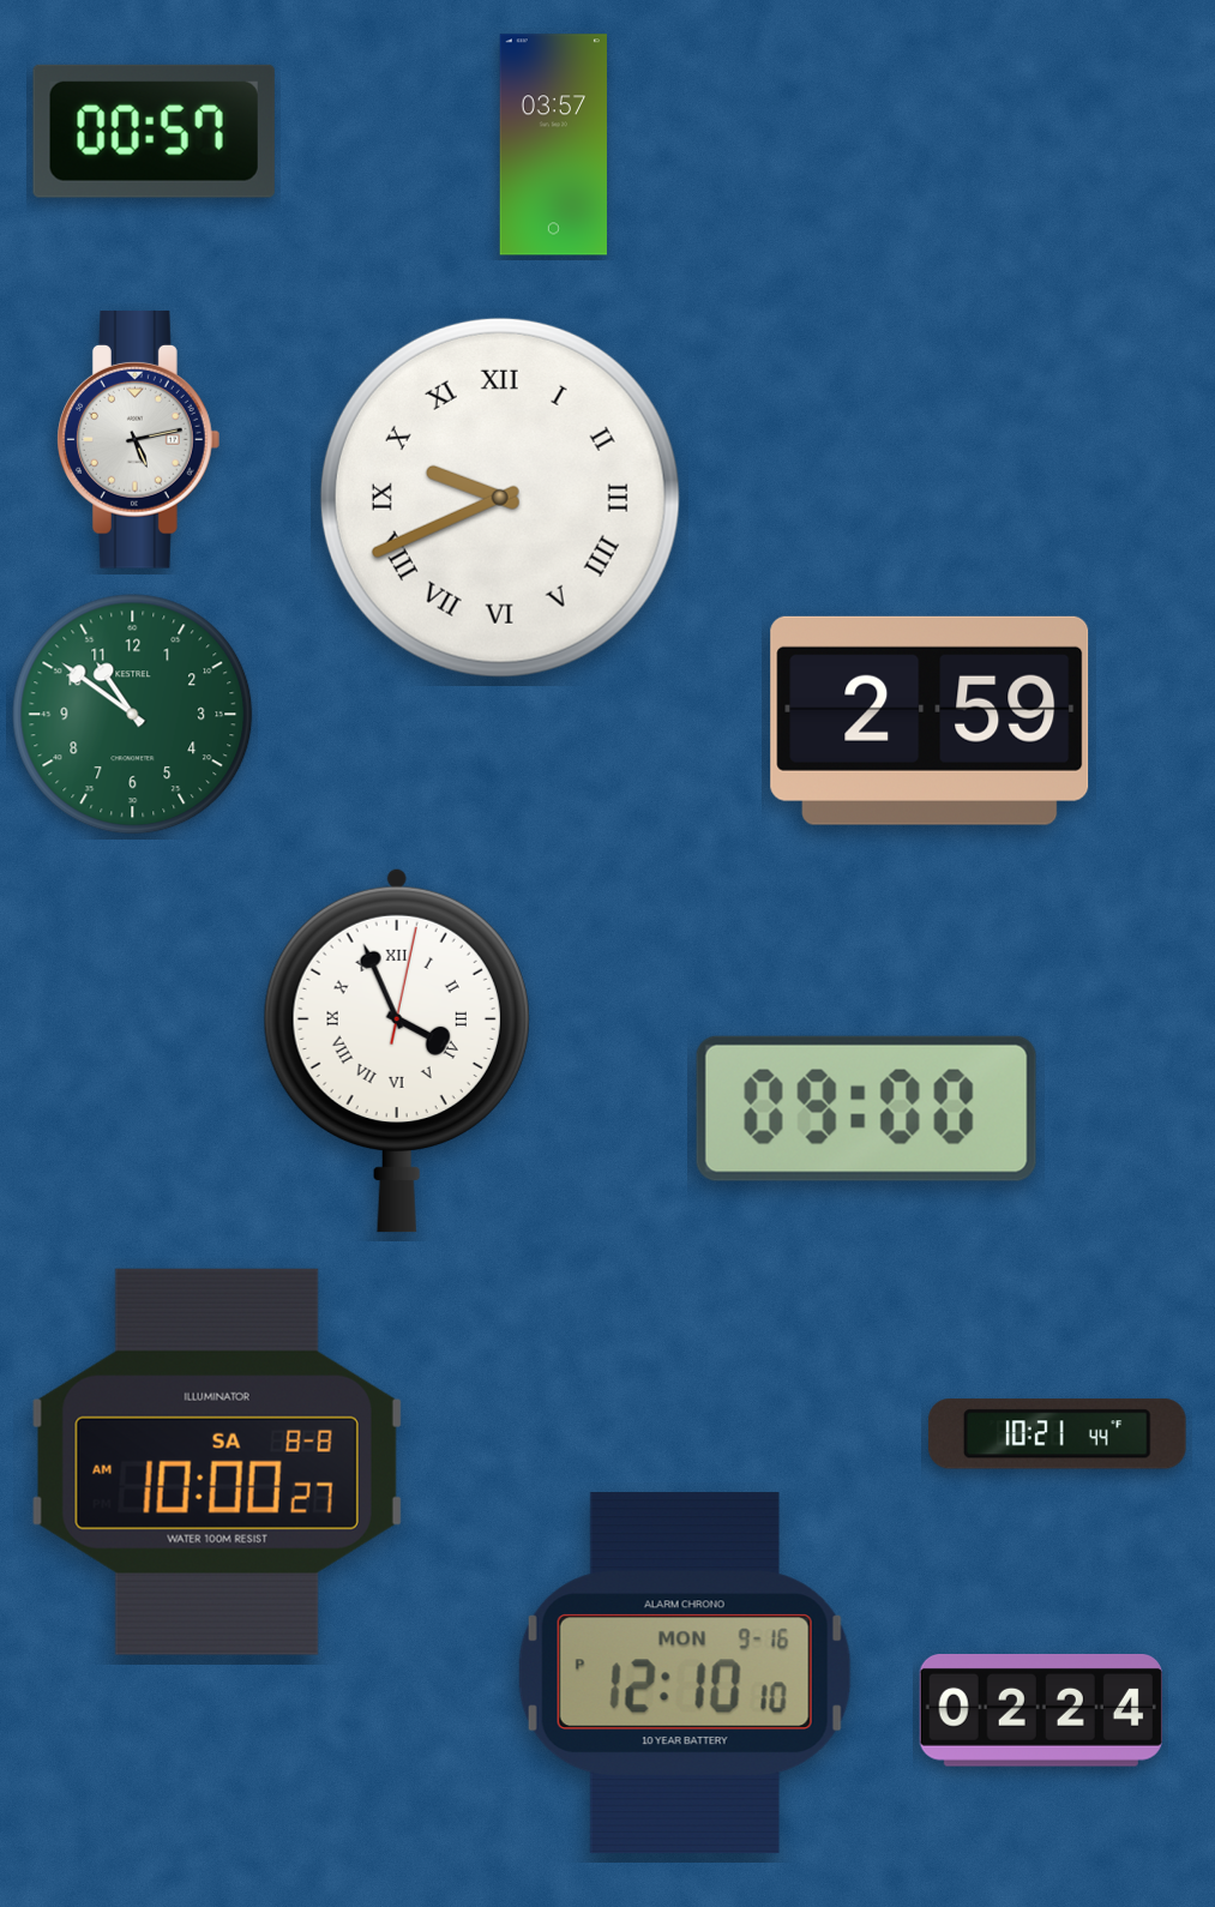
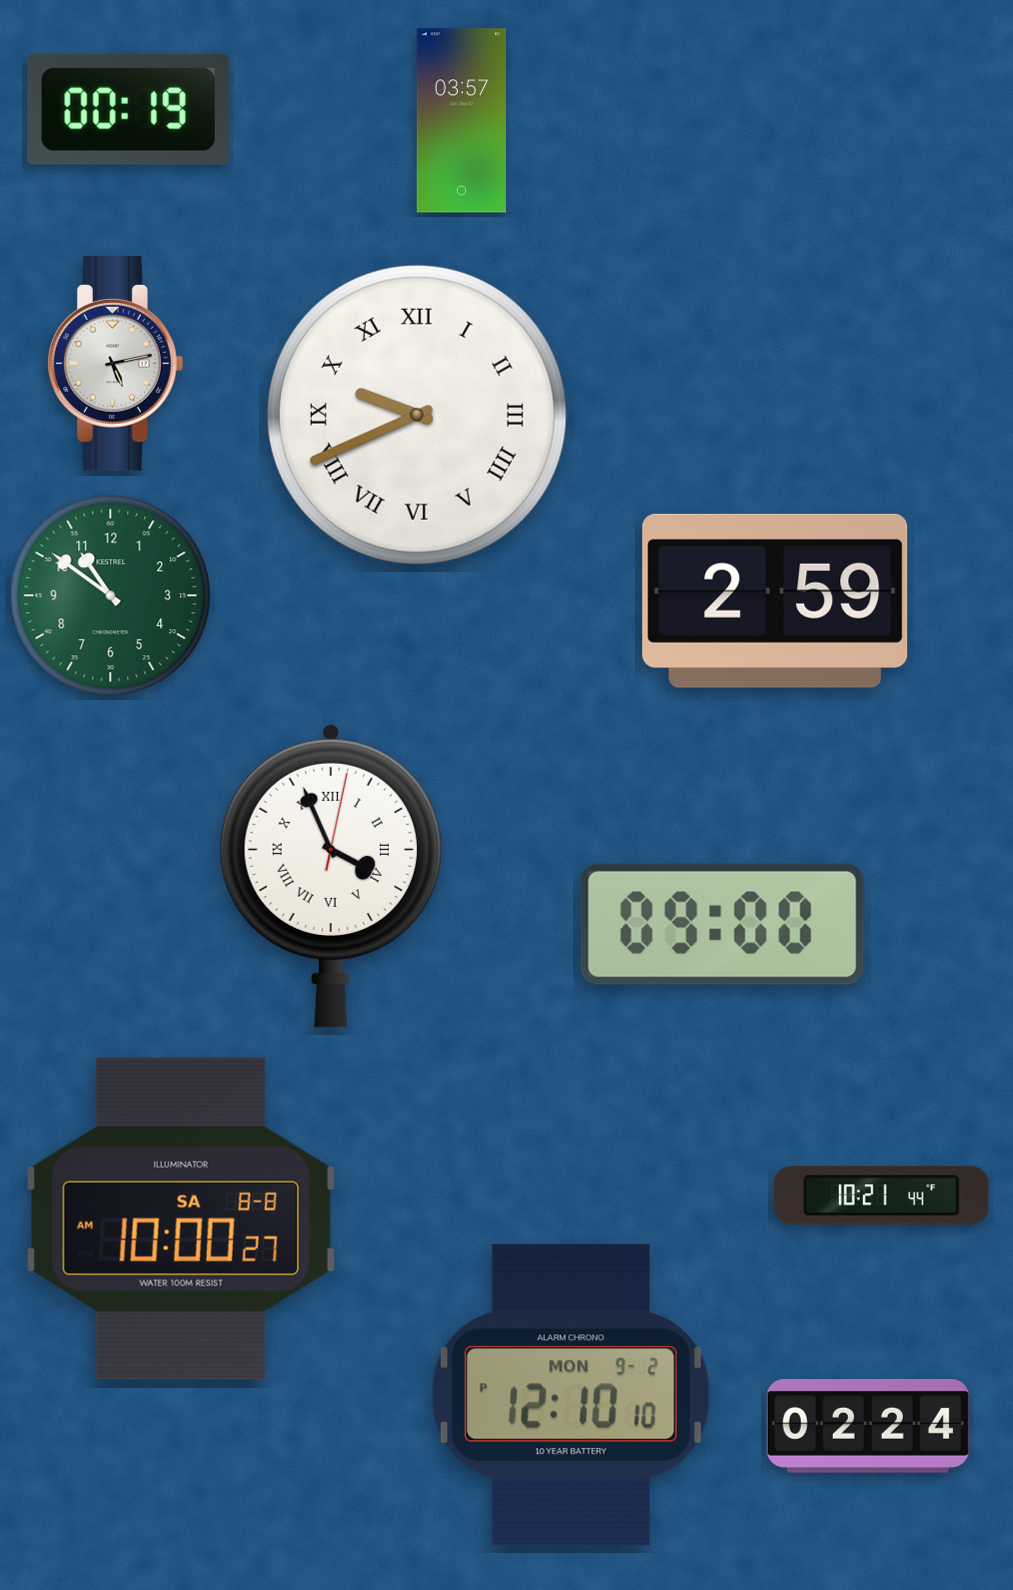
clock at (154, 131): 00:57 -> 00:19
clock at (139, 440) position: (139, 440) -> (116, 364)
clock at (685, 1673) date: MON 9-16 -> MON 9-2
